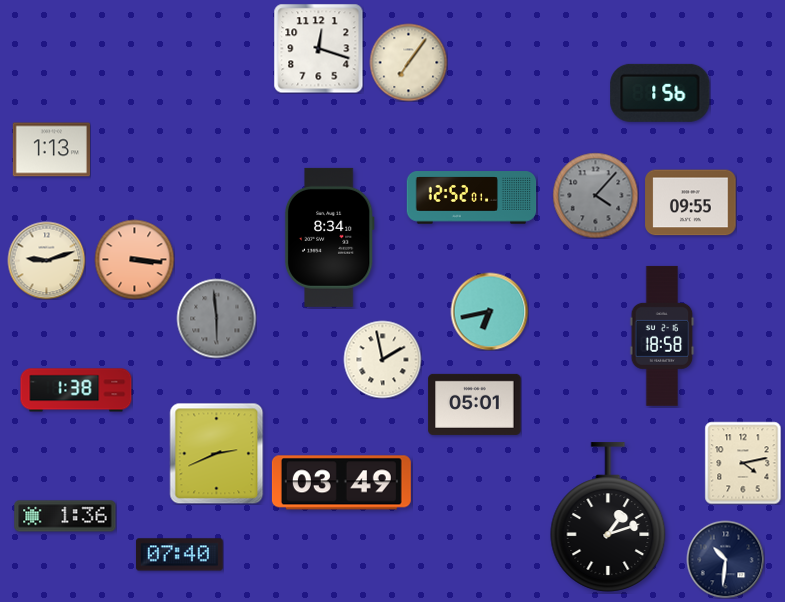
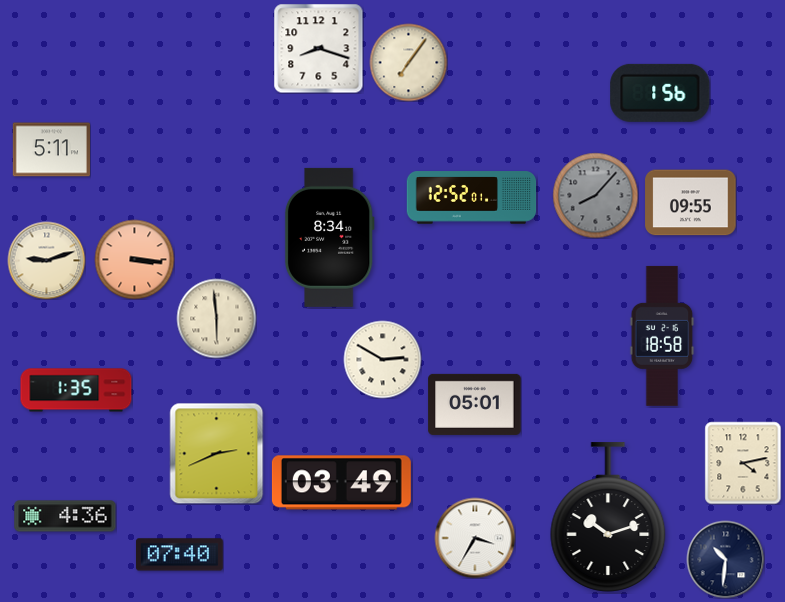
clock at (318, 48): 12:18 -> 8:18
clock at (51, 150): 1:13 -> 5:11
clock at (595, 195): 4:07 -> 8:07
clock at (489, 311): 6:43 -> none
clock at (216, 318) dial: grey -> cream
clock at (382, 359): 1:58 -> 2:50
clock at (76, 390): 1:38 -> 1:35
clock at (65, 516): 1:36 -> 4:36
clock at (608, 517): 1:12 -> 10:12
clock at (475, 538): none -> 3:35
